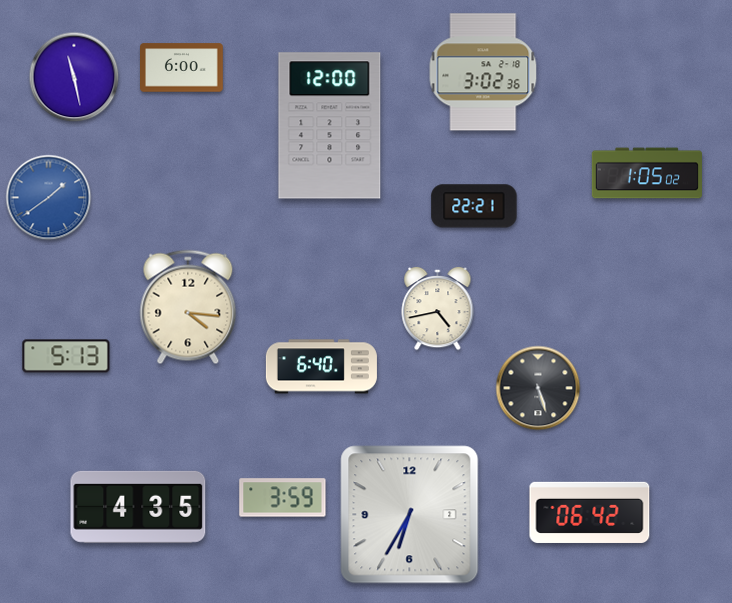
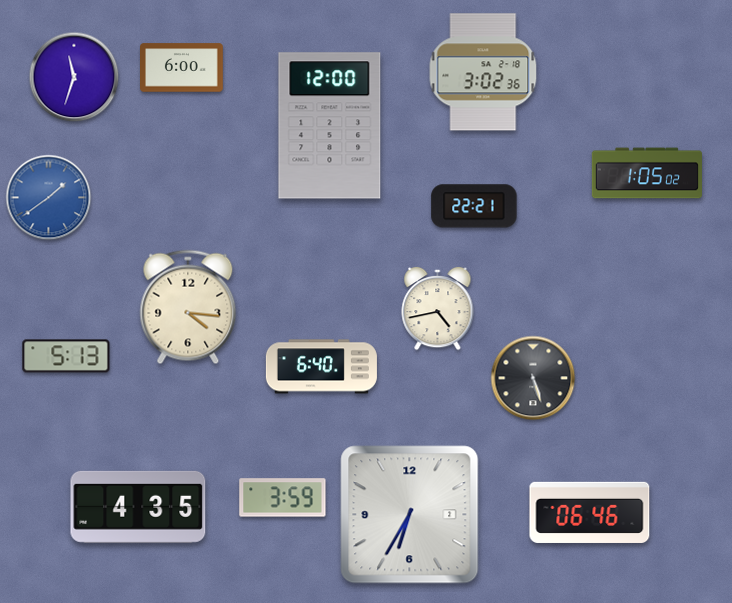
clock at (74, 77): 11:28 -> 11:33
clock at (538, 388) position: (538, 388) -> (533, 378)
clock at (590, 512): 06:42 -> 06:46
